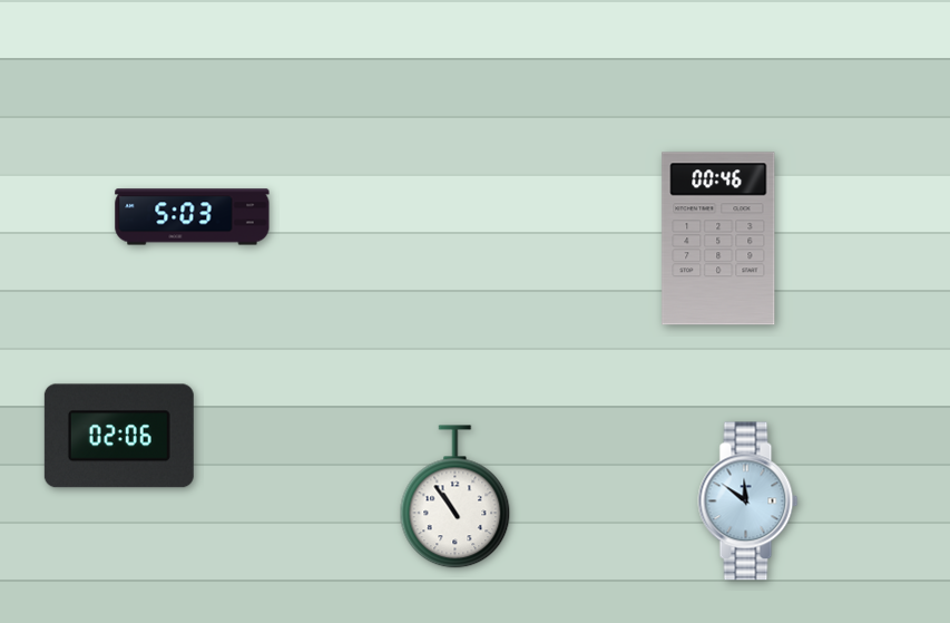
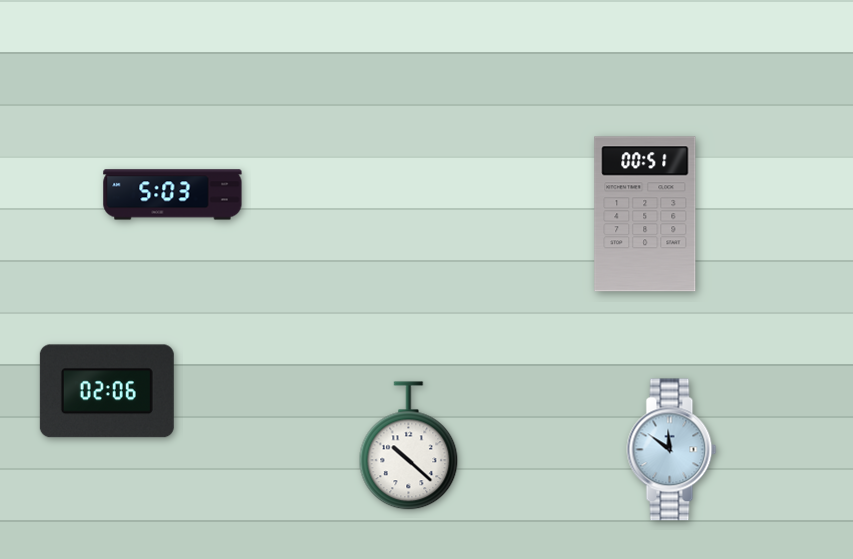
clock at (718, 239): 00:46 -> 00:51
clock at (456, 497): 10:54 -> 10:22
